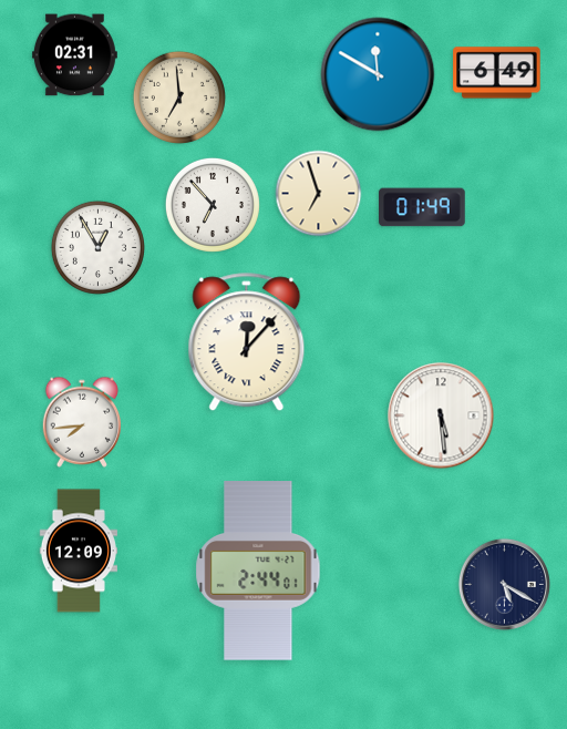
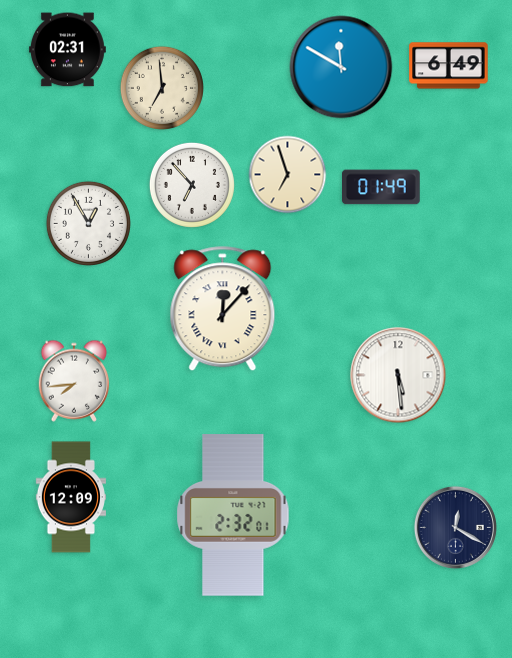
clock at (258, 571): 2:44 -> 2:32
clock at (504, 584): 5:20 -> 12:20
